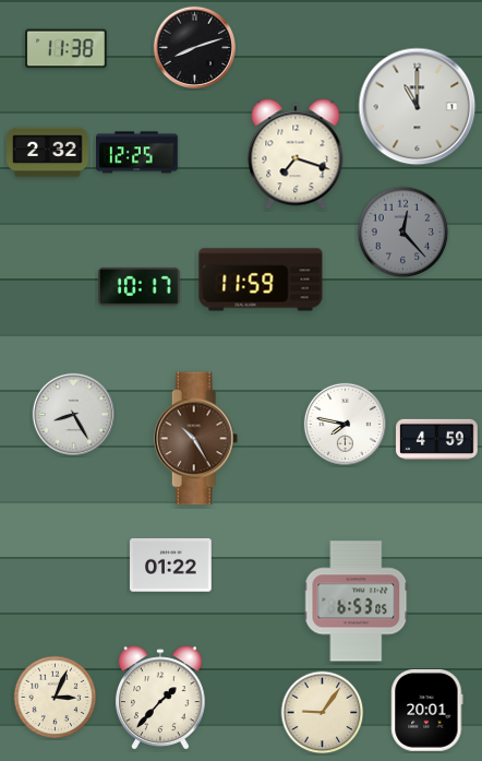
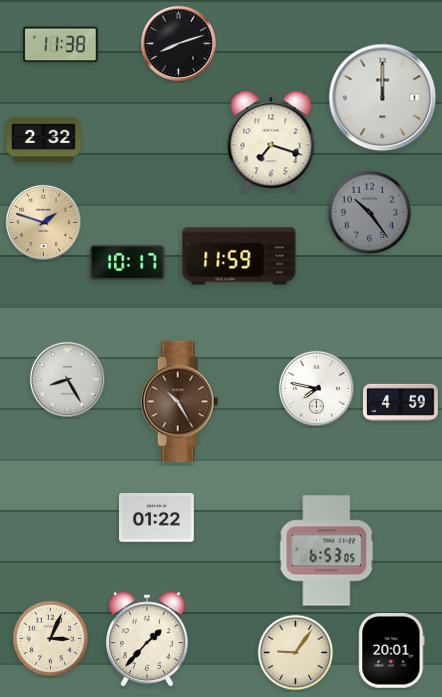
clock at (418, 107): 11:00 -> 12:00
clock at (137, 153): 12:25 -> none
clock at (403, 233): 12:23 -> 10:24
clock at (43, 222): none -> 1:48
